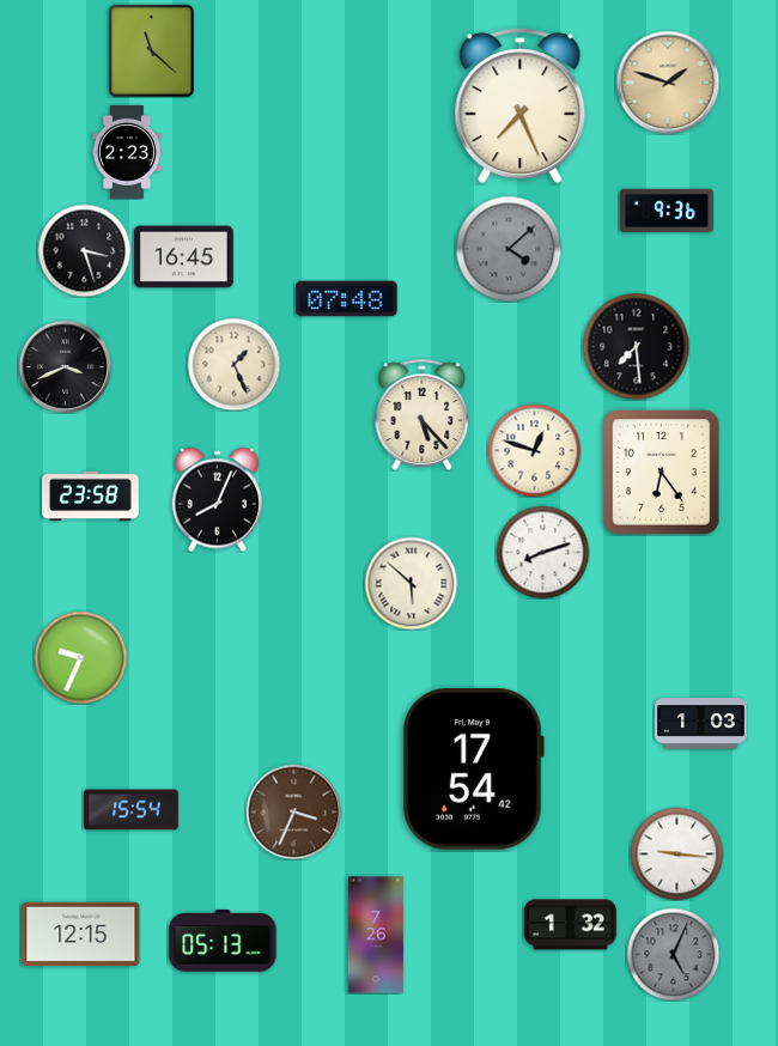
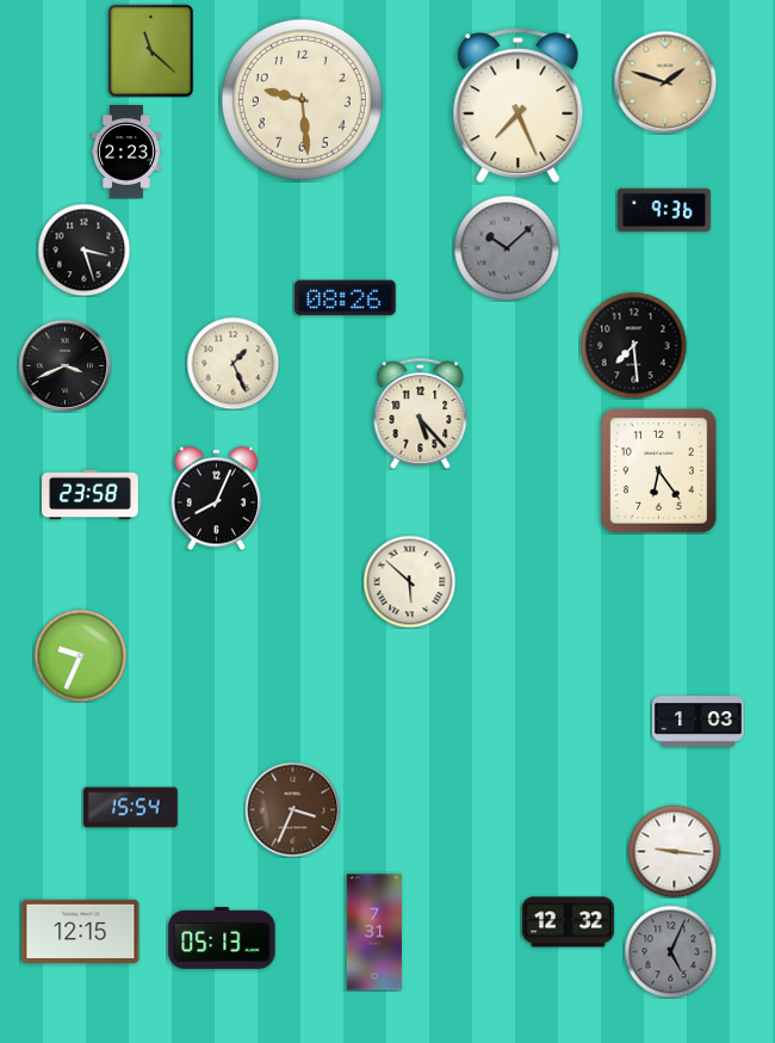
clock at (302, 99): none -> 9:29
clock at (509, 249): 4:08 -> 10:08
clock at (184, 257): 16:45 -> none
clock at (347, 299): 07:48 -> 08:26
clock at (534, 450): 12:48 -> none
clock at (542, 552): 8:12 -> none
clock at (473, 770): 17:54 -> none
clock at (570, 925): 1:32 -> 12:32
clock at (376, 935): 7:26 -> 7:31
